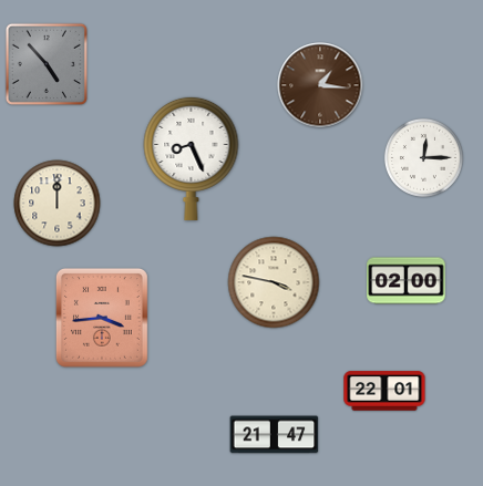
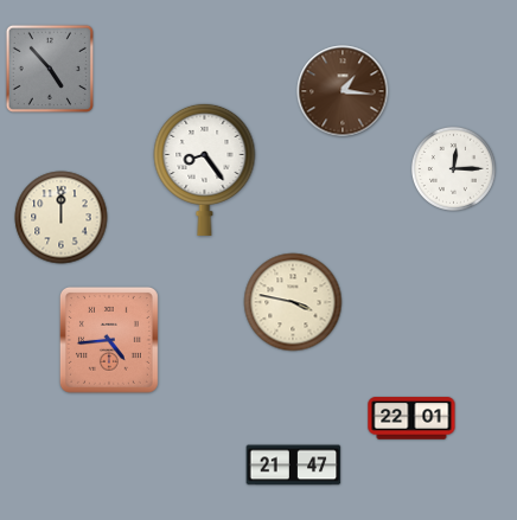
clock at (192, 158): 8:26 -> 8:24
clock at (407, 281): 02:00 -> none
clock at (102, 318): 3:44 -> 4:44
